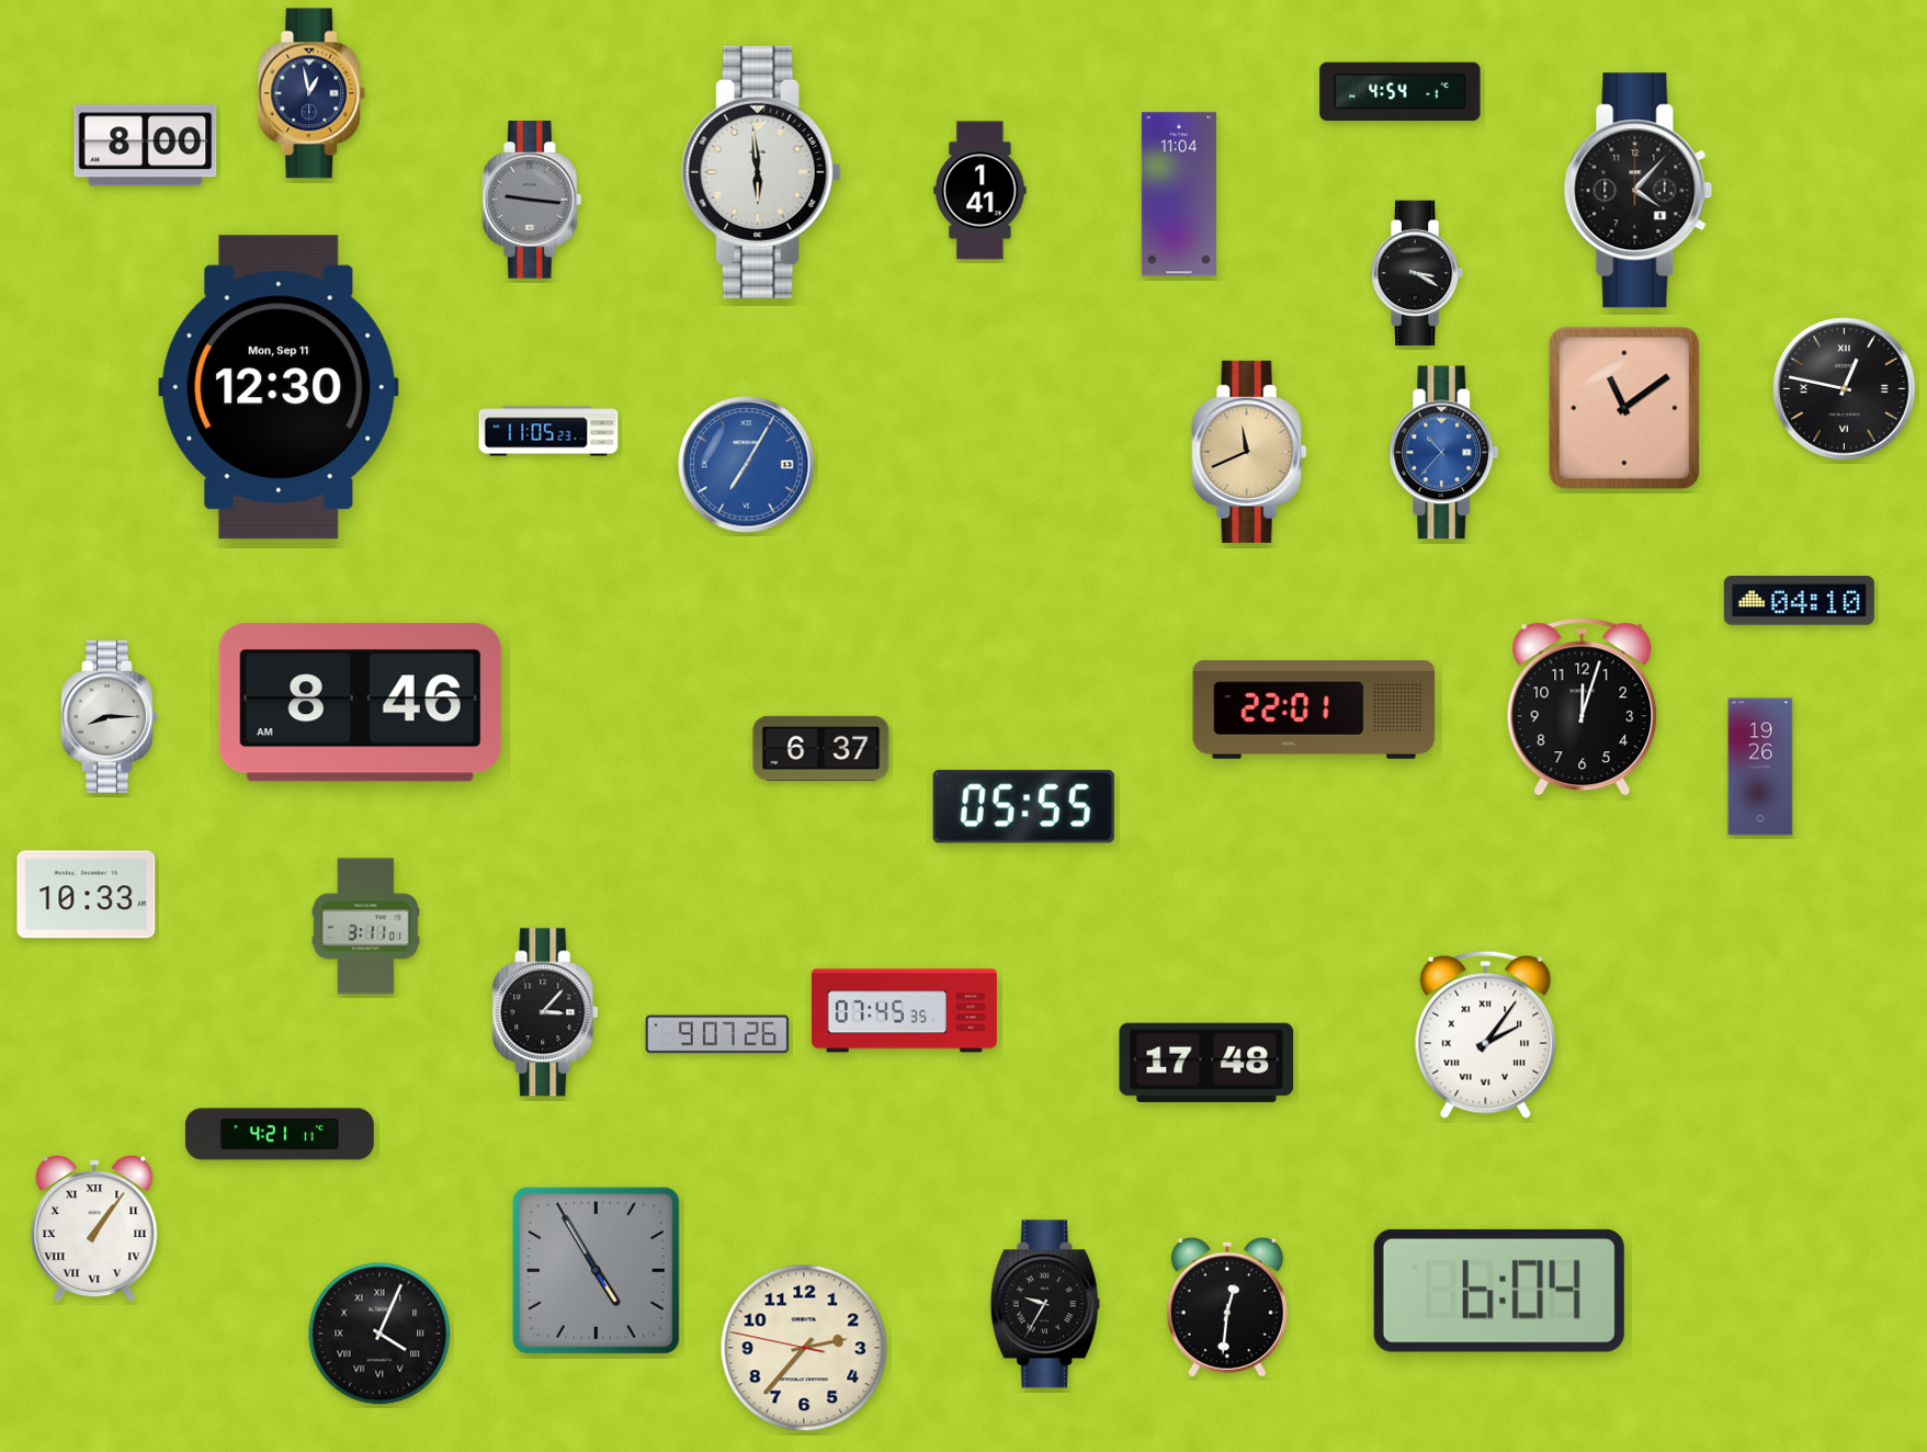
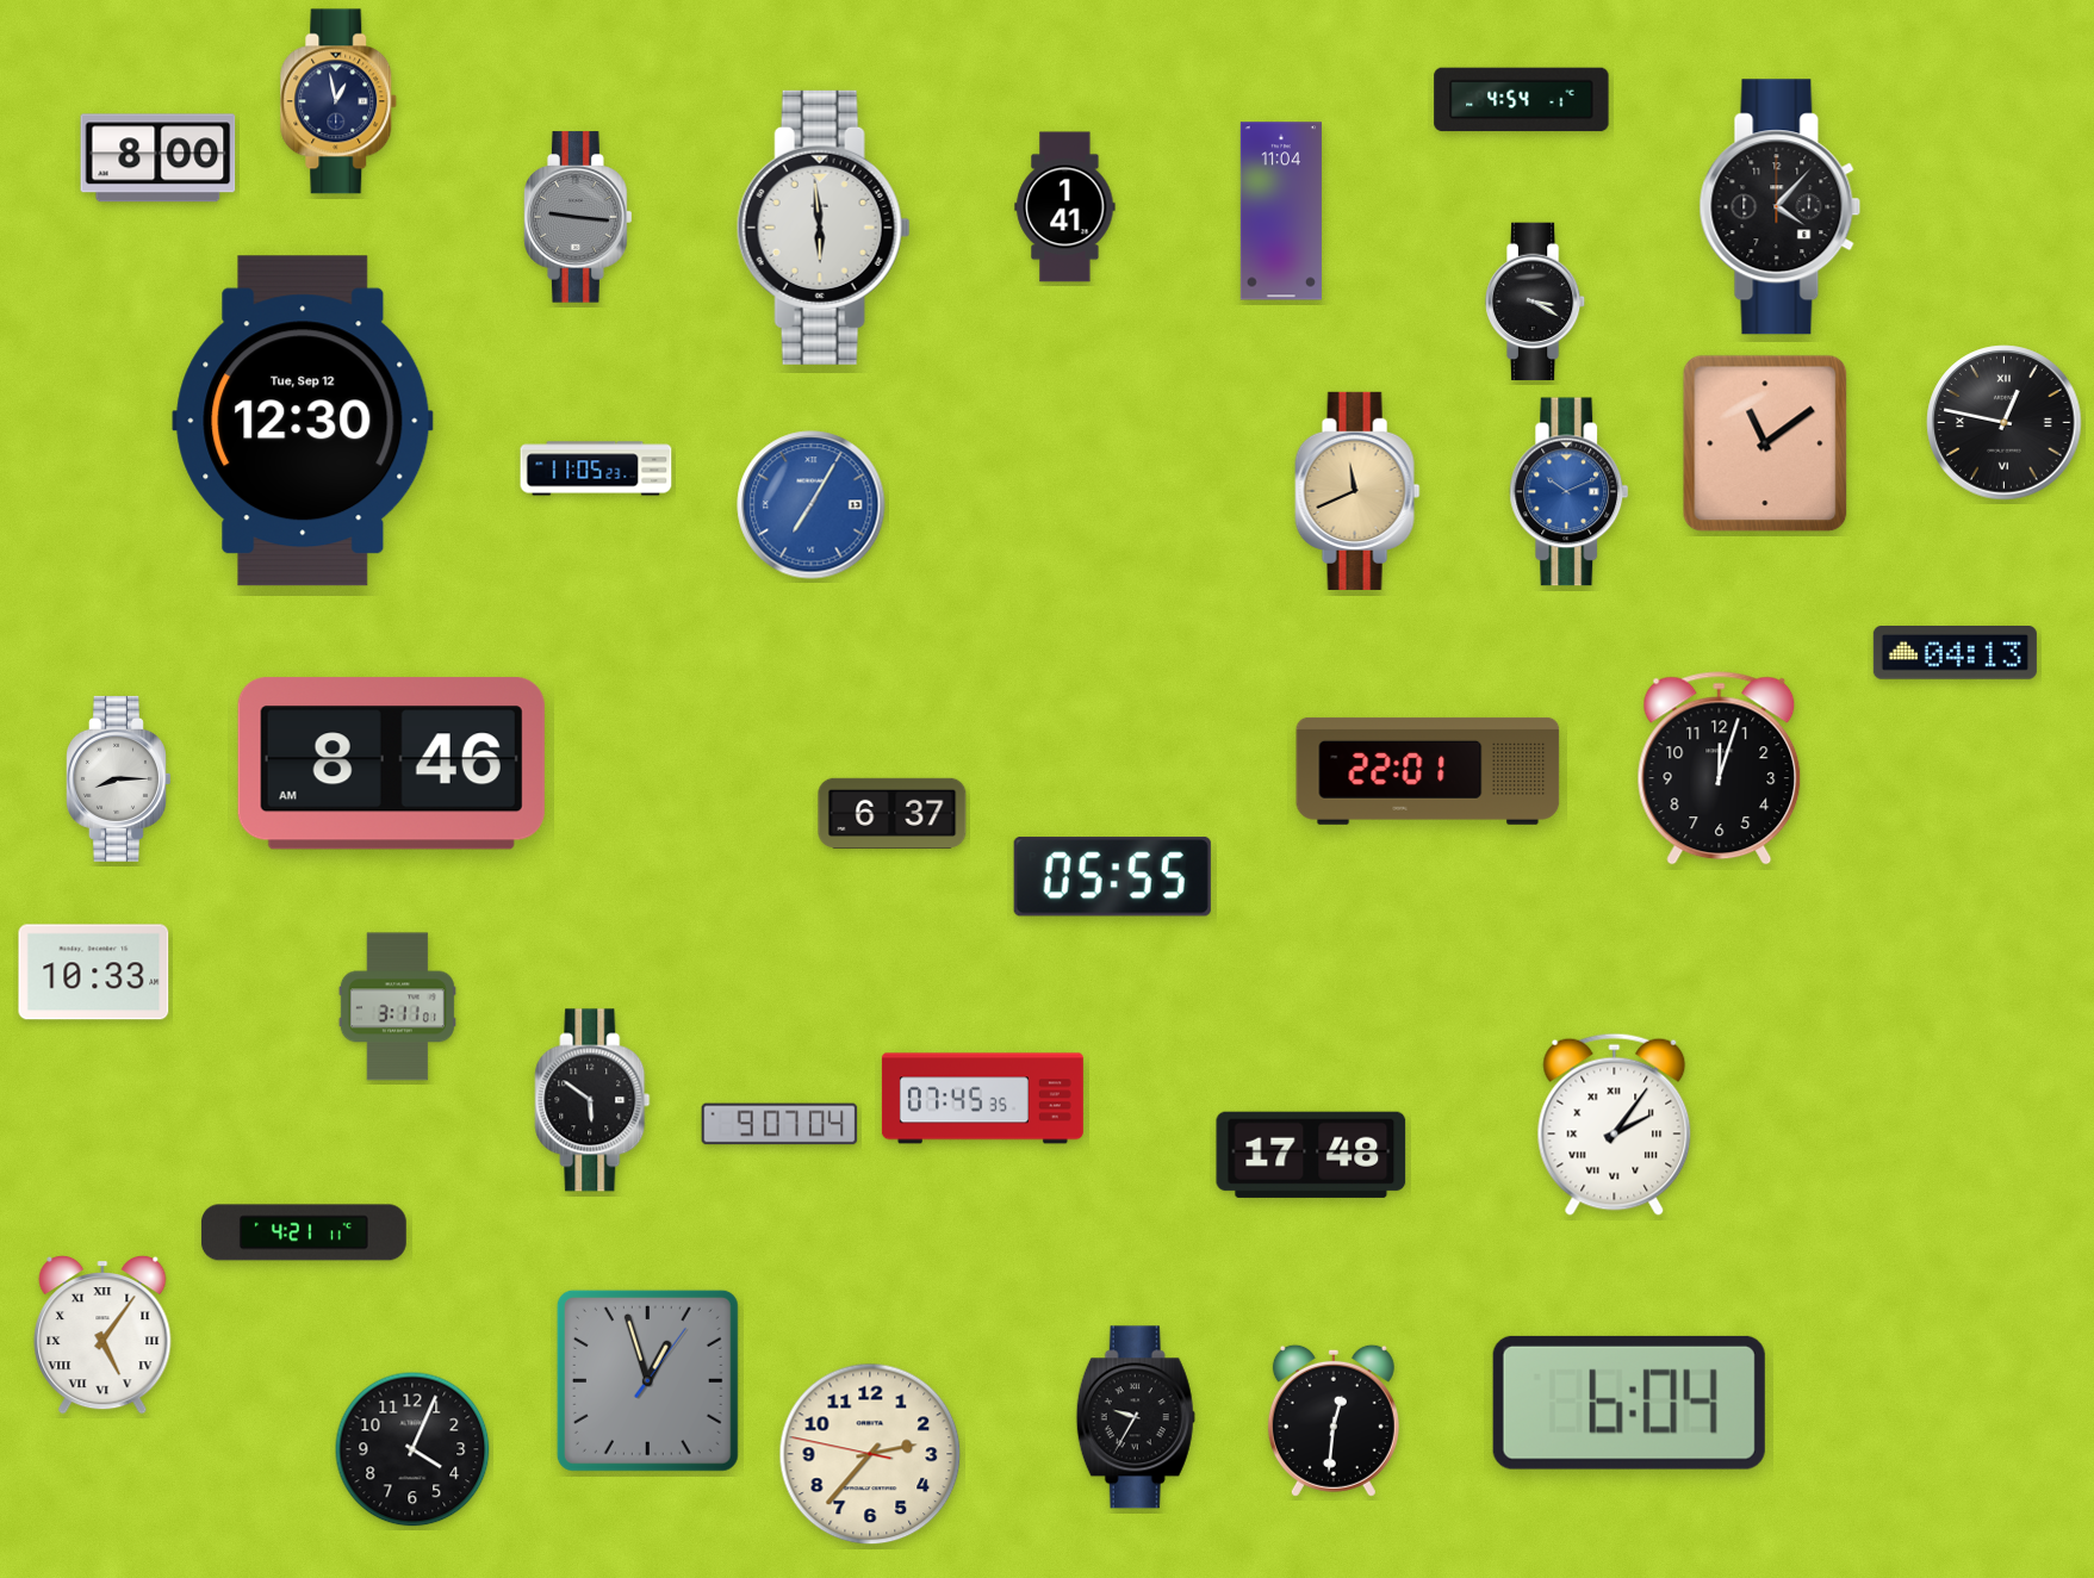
clock at (761, 172) position: (761, 172) -> (824, 228)
clock at (1417, 273) position: (1417, 273) -> (1535, 302)
clock at (279, 387) date: Mon, Sep 11 -> Tue, Sep 12
clock at (1444, 453): 10:37 -> 10:11
clock at (1799, 601): 04:10 -> 04:13
clock at (1760, 767): 19:26 -> none
clock at (545, 1012): 3:07 -> 5:51
clock at (717, 1034): 9:07:26 -> 9:07:04
clock at (94, 1228): 1:06 -> 5:06
clock at (596, 1270): 4:54 -> 12:57
clock at (379, 1334) numerals: Roman -> Arabic
clock at (804, 1348) position: (804, 1348) -> (870, 1454)
